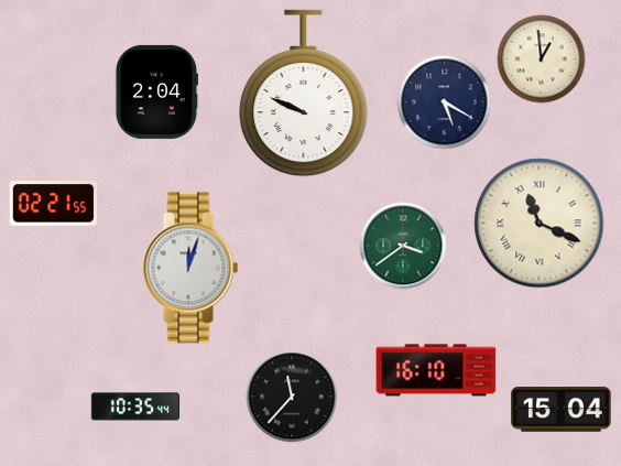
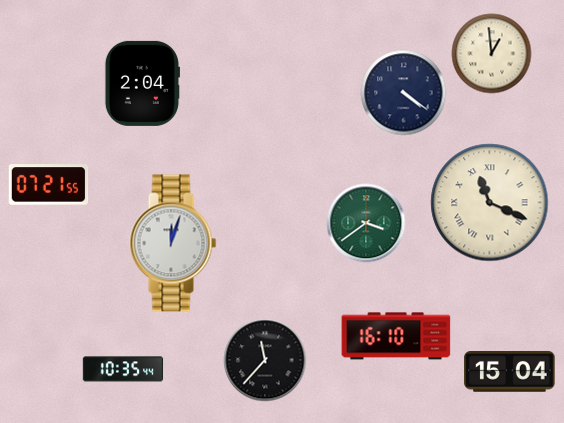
clock at (304, 94): 9:49 -> none
clock at (445, 102): 5:20 -> 4:21
clock at (54, 204): 02:21 -> 07:21
